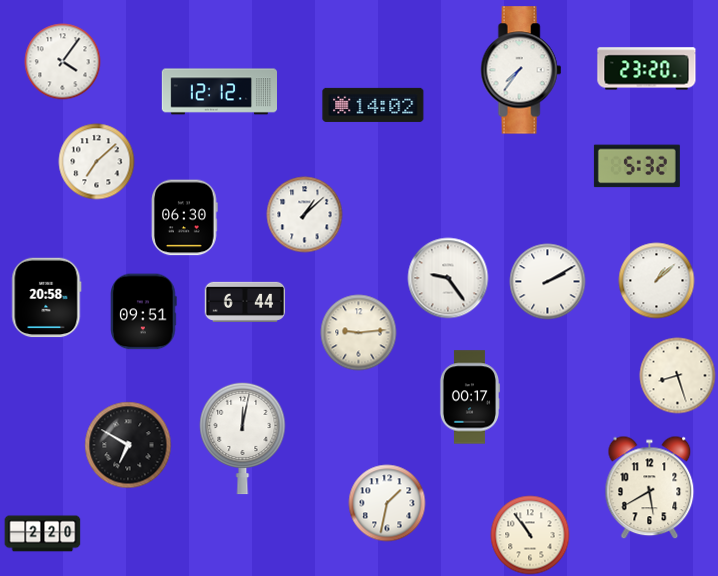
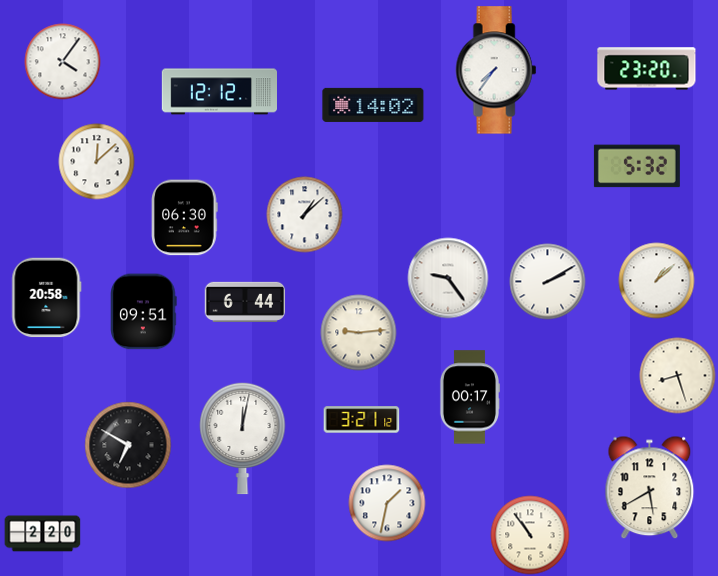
clock at (521, 70) position: (521, 70) -> (496, 70)
clock at (97, 162): 7:08 -> 12:08
clock at (362, 420): none -> 3:21
